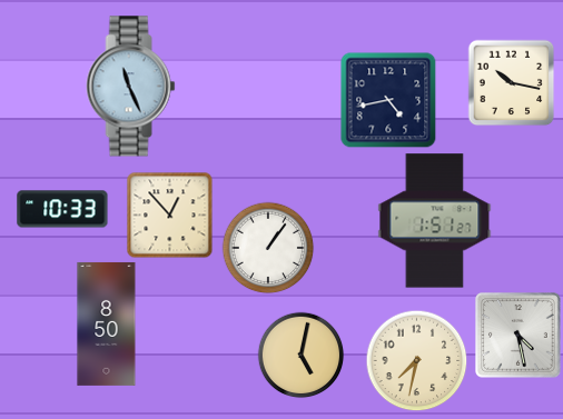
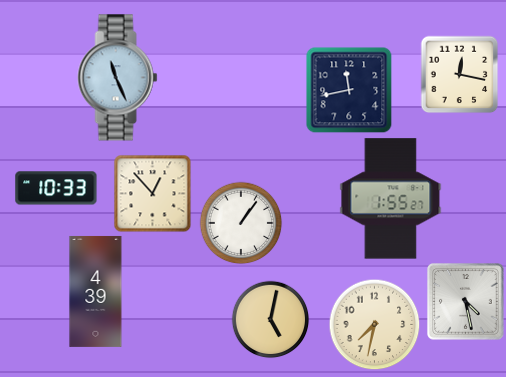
clock at (511, 82): 10:17 -> 12:17
clock at (388, 100): 4:43 -> 11:43
clock at (435, 221): 1:51 -> 1:55
clock at (107, 323): 8:50 -> 4:39
